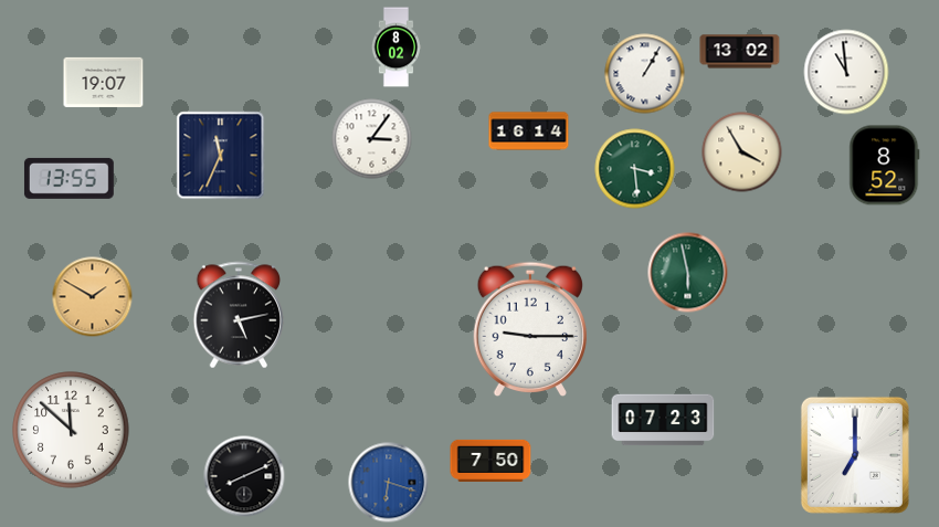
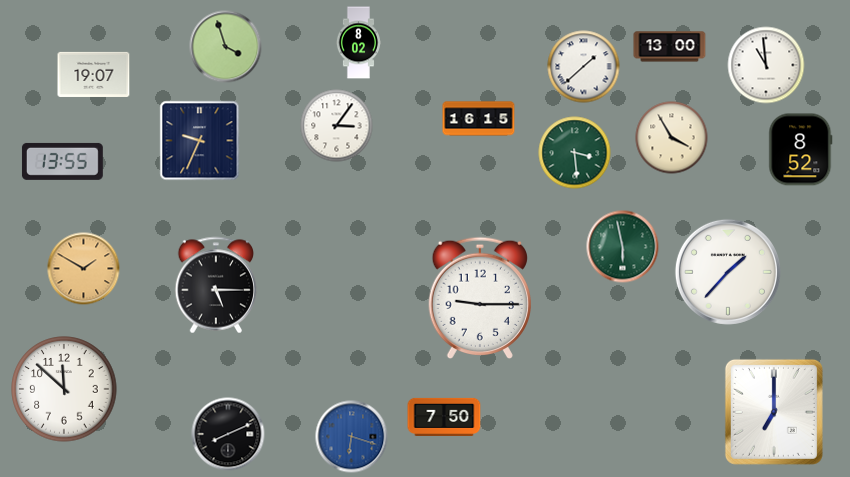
clock at (226, 47): none -> 3:57
clock at (740, 52): 13:02 -> 13:00
clock at (645, 74): 1:05 -> 1:38
clock at (529, 131): 16:14 -> 16:15
clock at (221, 156): 11:34 -> 9:34
clock at (728, 272): none -> 1:37
clock at (239, 315): 5:13 -> 5:15
clock at (663, 420): 07:23 -> none
clock at (244, 476) position: (244, 476) -> (228, 434)
